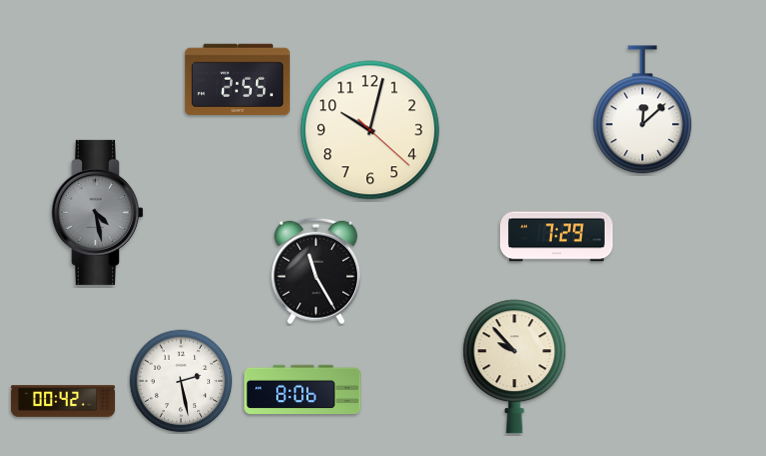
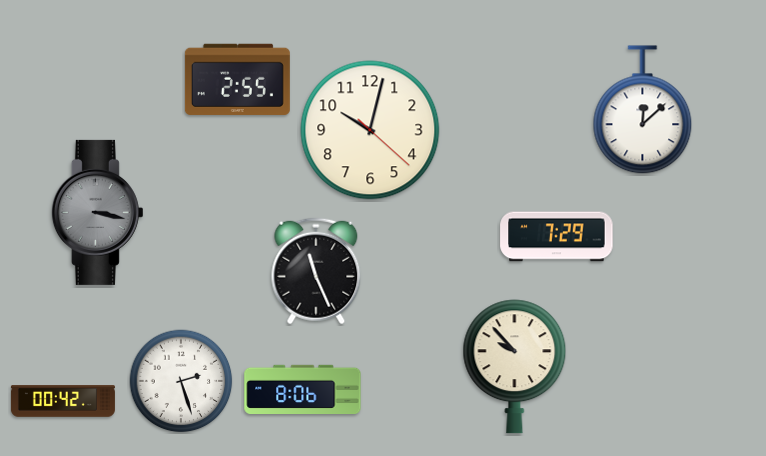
clock at (97, 212): 4:28 -> 3:17
clock at (316, 271): 11:25 -> 11:26
clock at (181, 381): 2:28 -> 2:27
